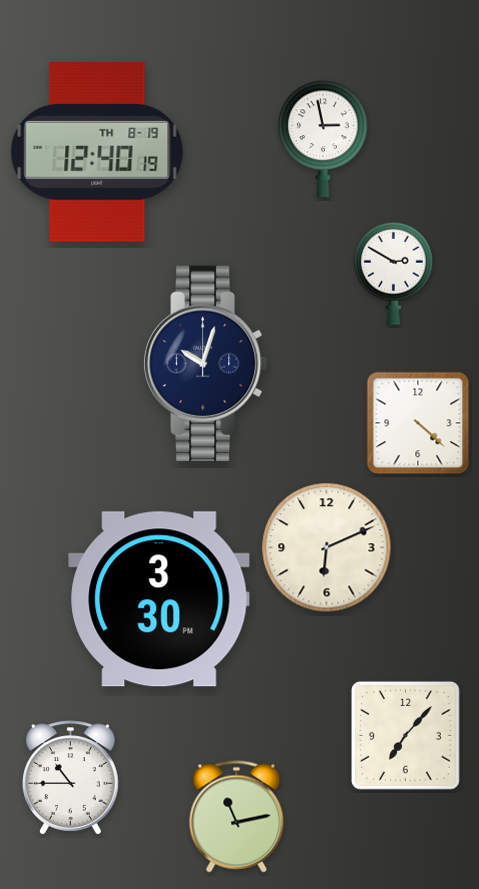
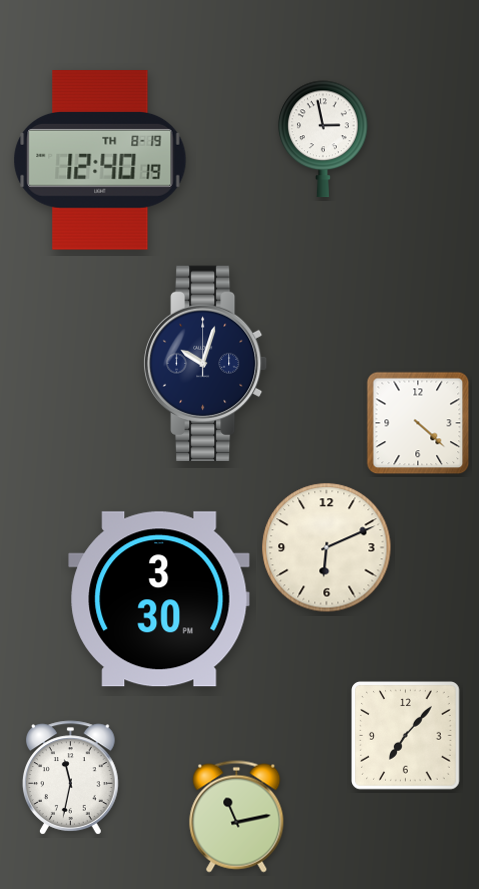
clock at (97, 152) position: (97, 152) -> (100, 160)
clock at (394, 273): 2:50 -> none
clock at (71, 778): 10:45 -> 11:32
